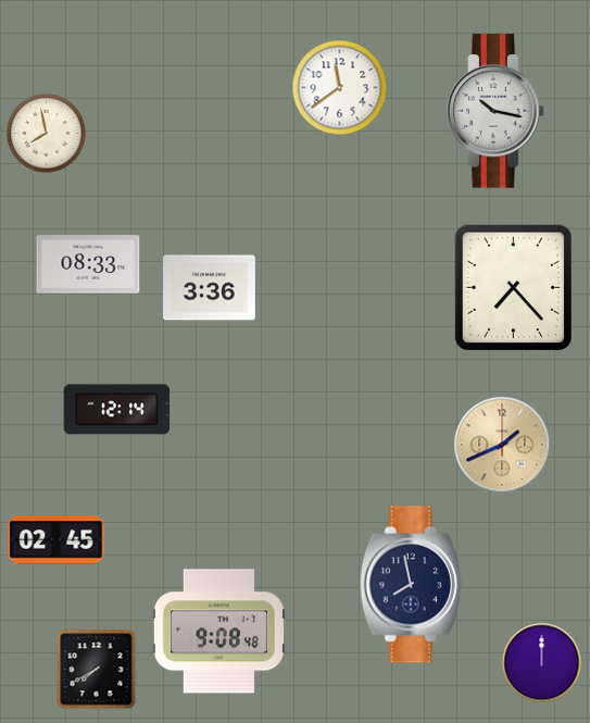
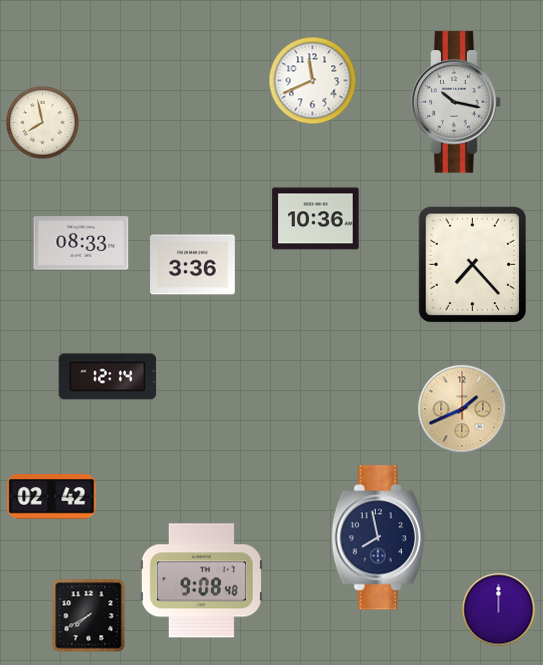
clock at (340, 88): 11:39 -> 11:41
clock at (316, 219): none -> 10:36
clock at (57, 540): 02:45 -> 02:42
